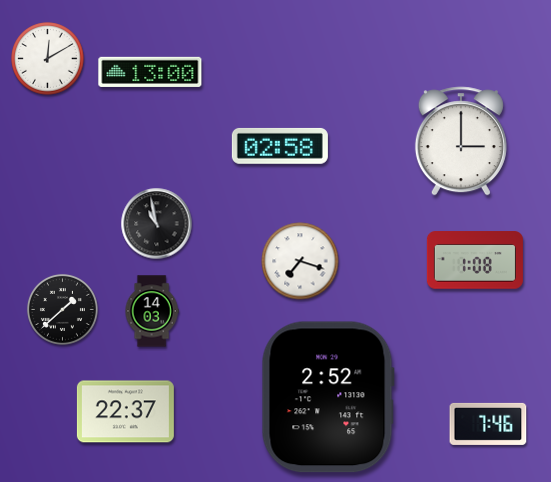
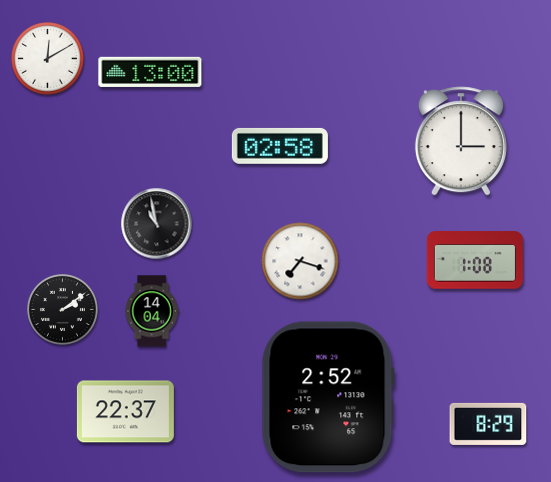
clock at (62, 309): 1:38 -> 2:09
clock at (152, 311): 14:03 -> 14:04
clock at (488, 424): 7:46 -> 8:29
